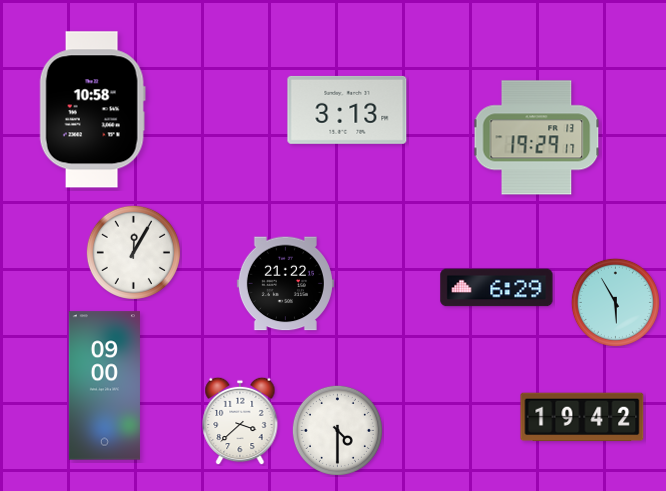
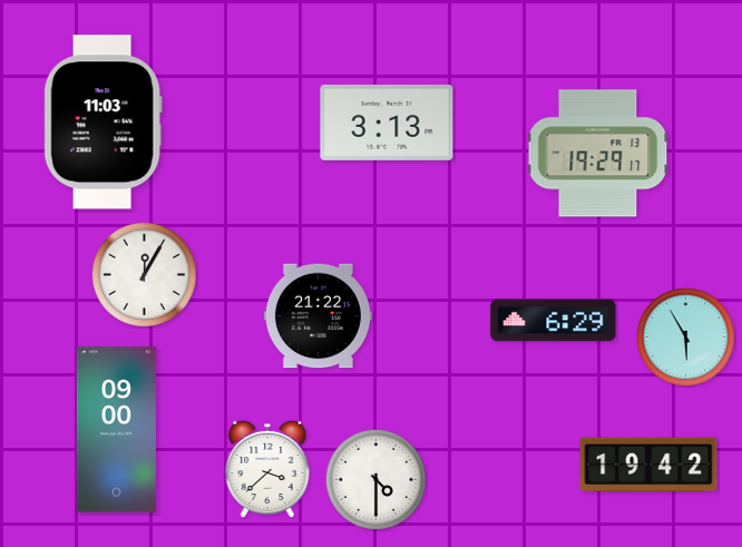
clock at (92, 110): 10:58 -> 11:03
clock at (133, 252) position: (133, 252) -> (144, 274)
